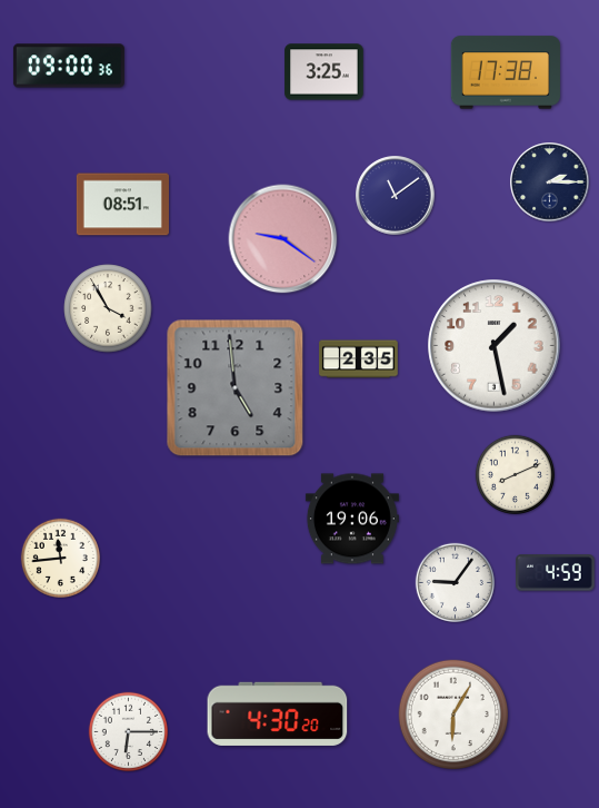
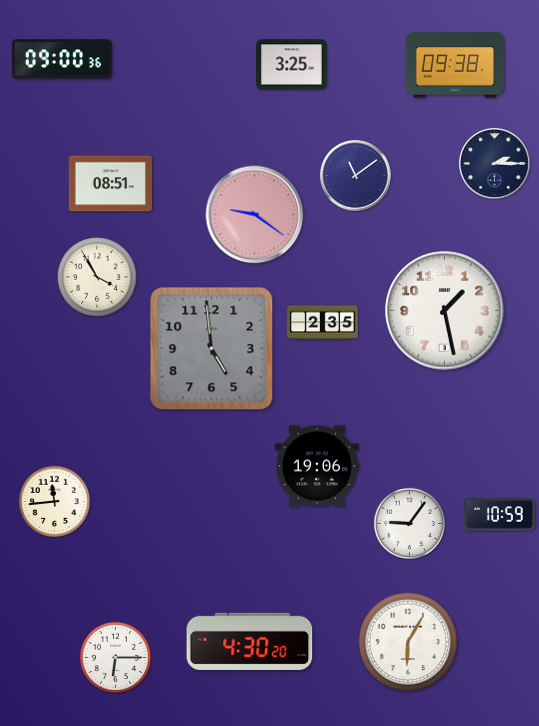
clock at (505, 72): 17:38 -> 09:38
clock at (515, 474): 8:11 -> none
clock at (556, 573): 4:59 -> 10:59
